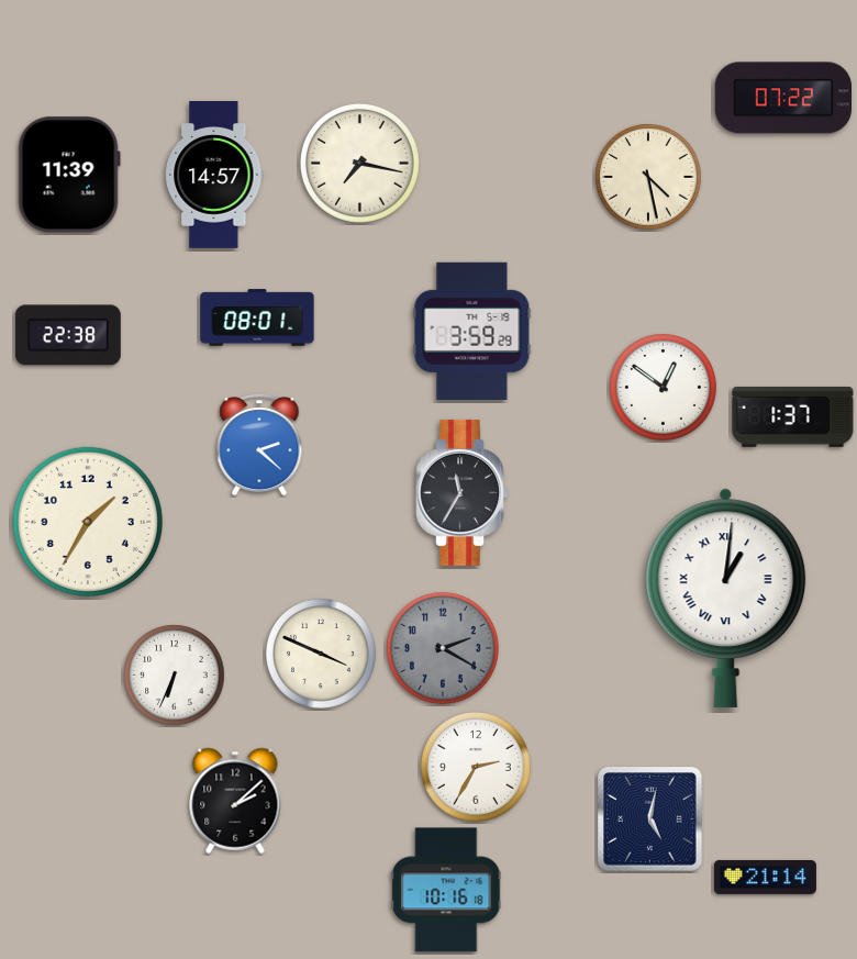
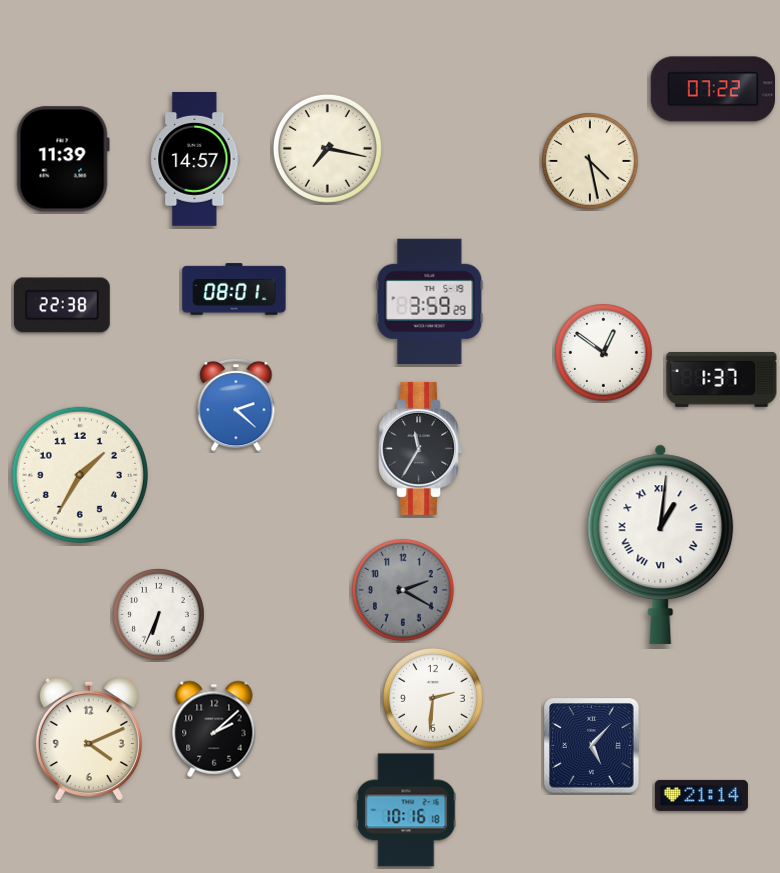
clock at (321, 654): 3:49 -> none
clock at (476, 767): 2:35 -> 2:31
clock at (89, 739): none -> 4:11
clock at (650, 819): 5:02 -> 5:07
clock at (765, 877) position: (765, 877) -> (701, 795)
